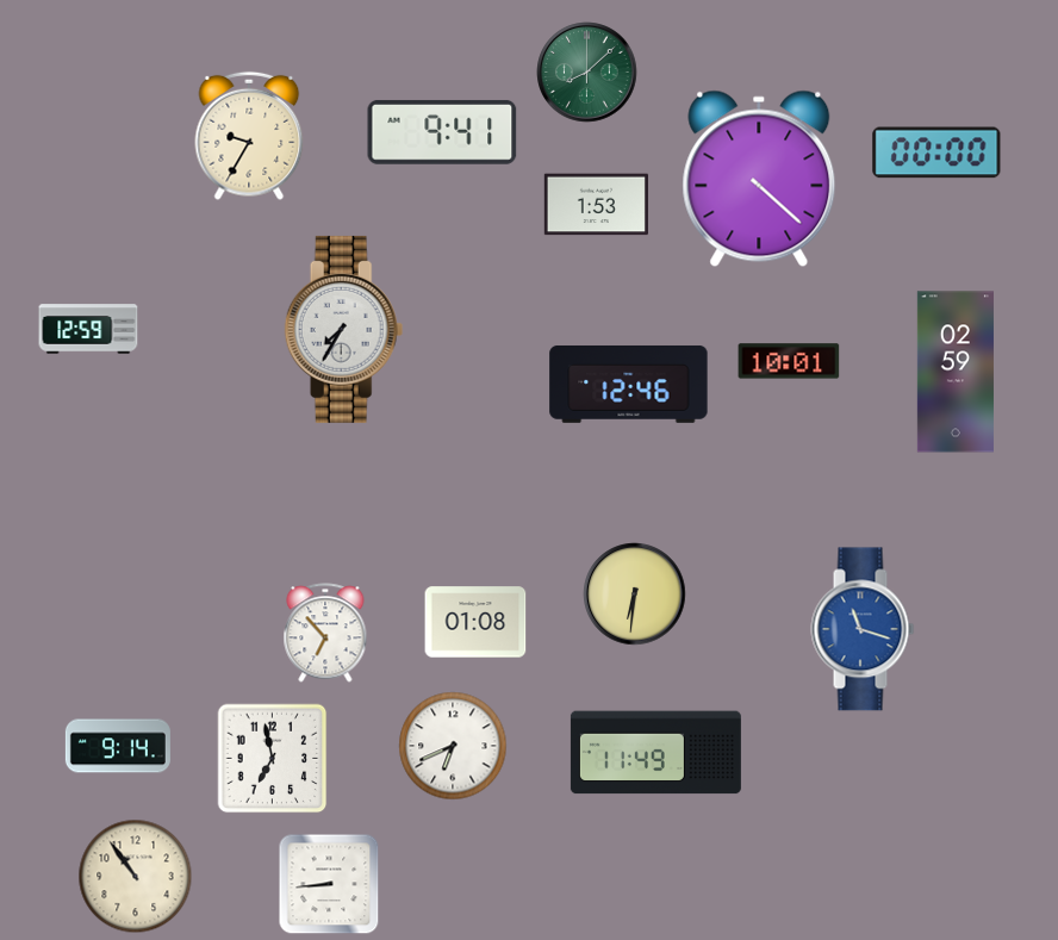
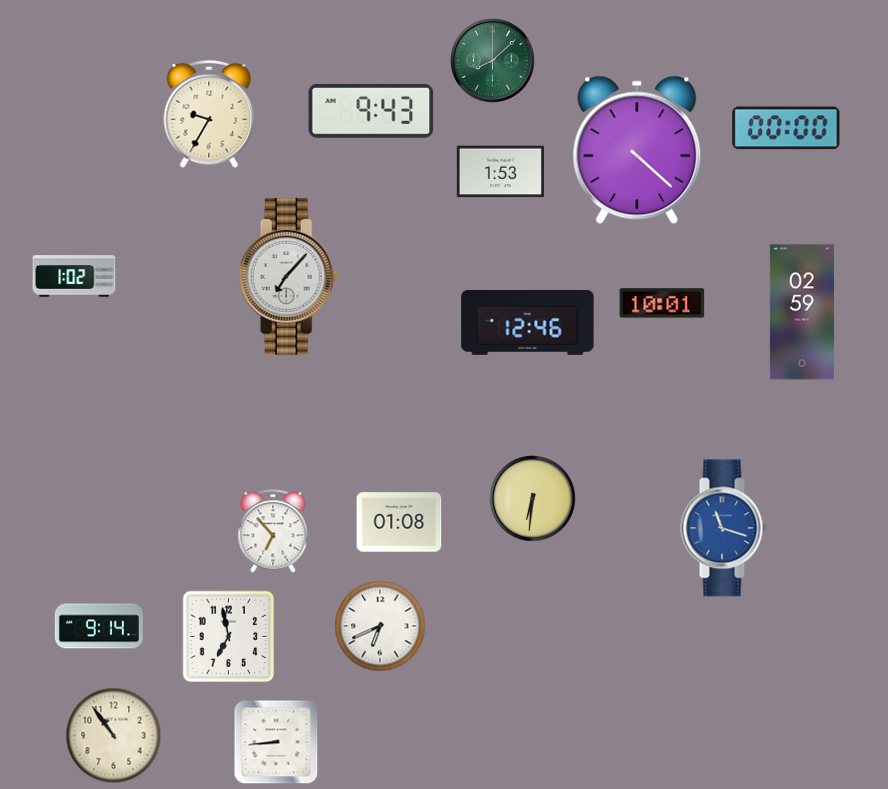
clock at (442, 132): 9:41 -> 9:43
clock at (88, 329): 12:59 -> 1:02
clock at (344, 329): 7:35 -> 7:07
clock at (655, 753): 11:49 -> none
